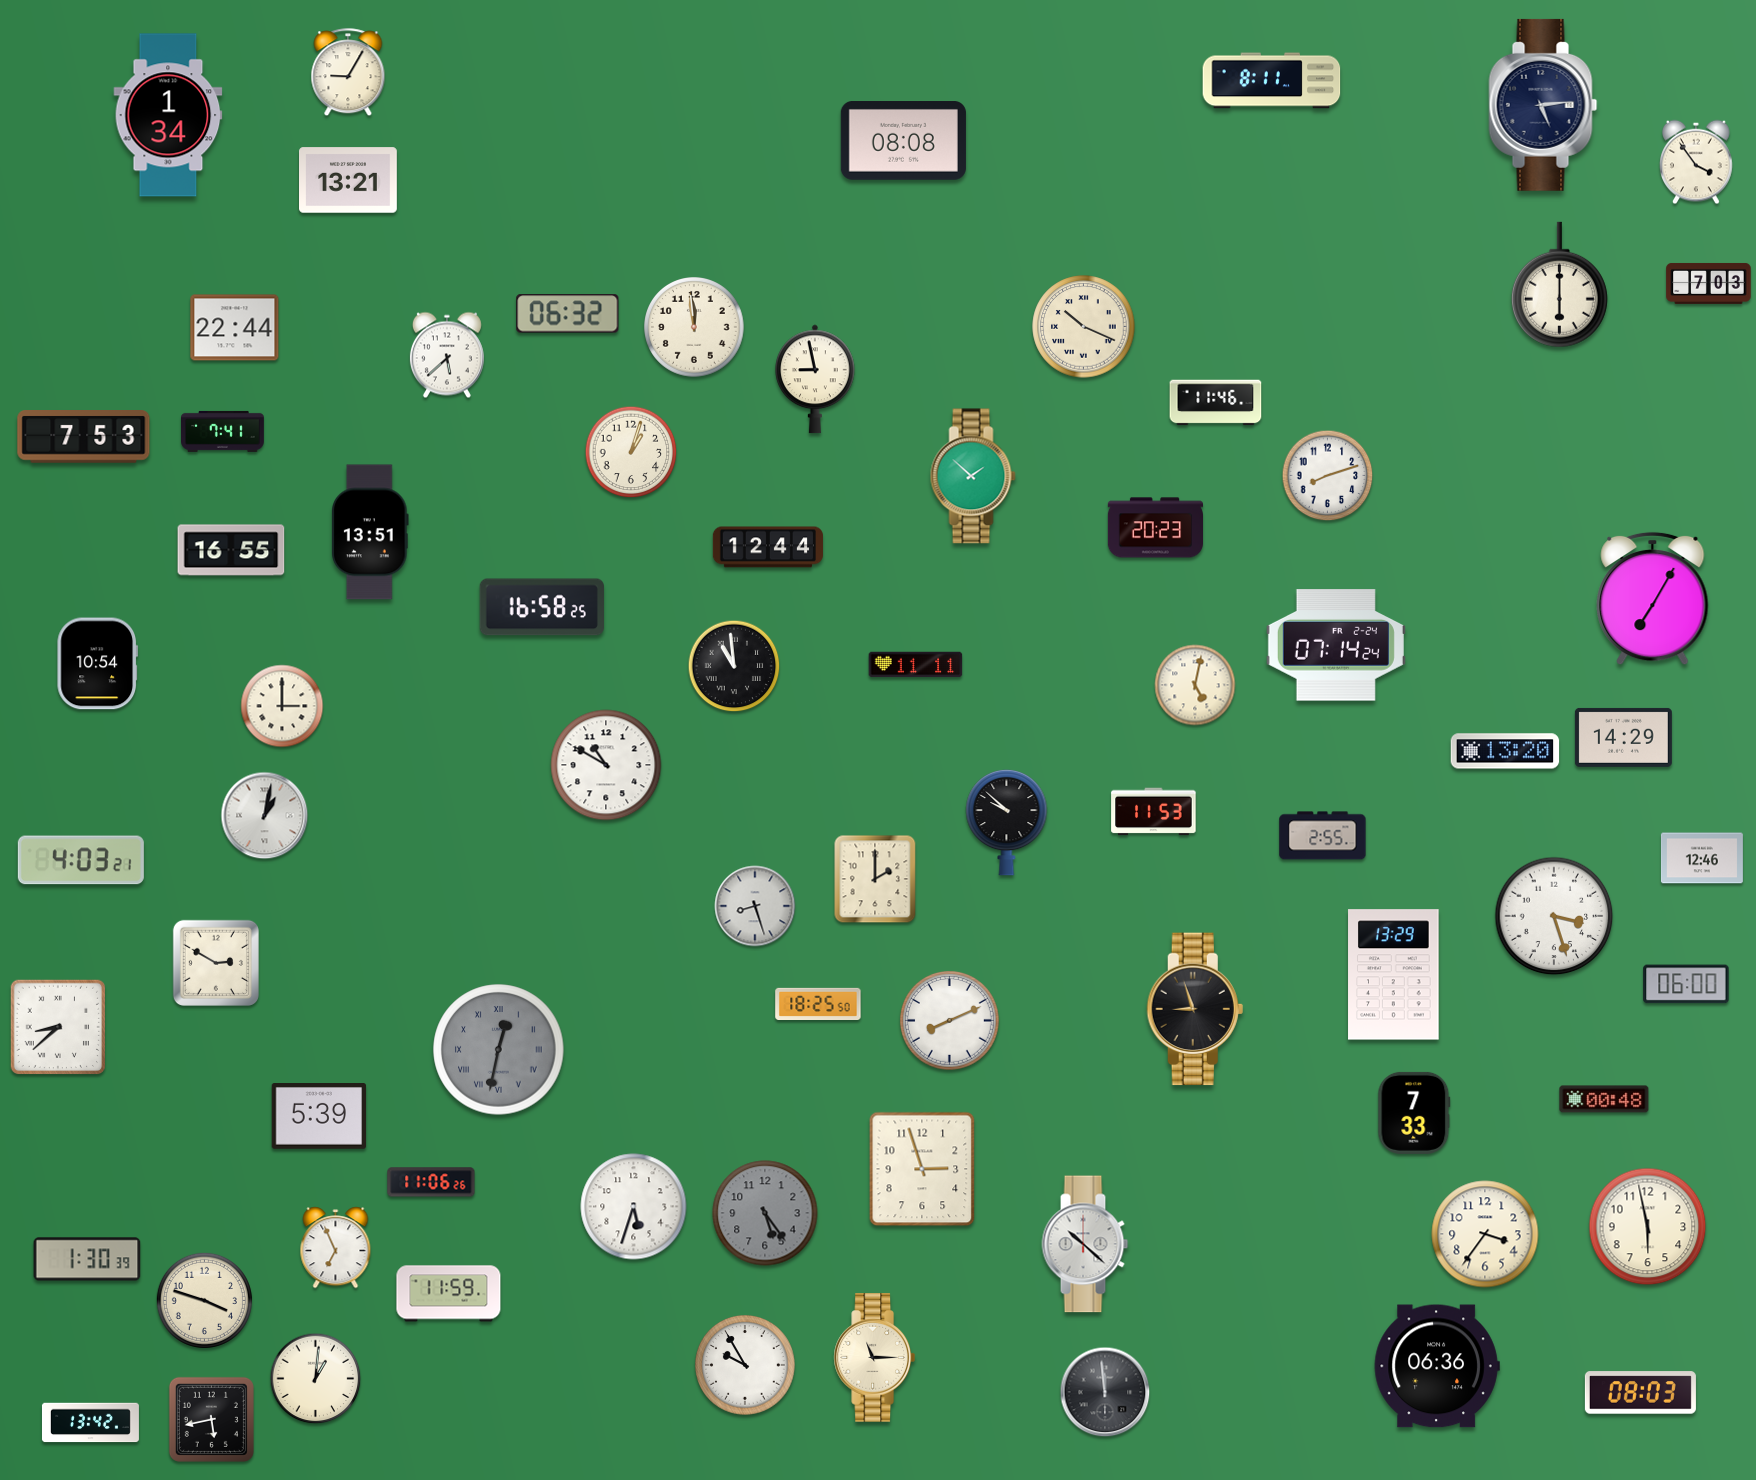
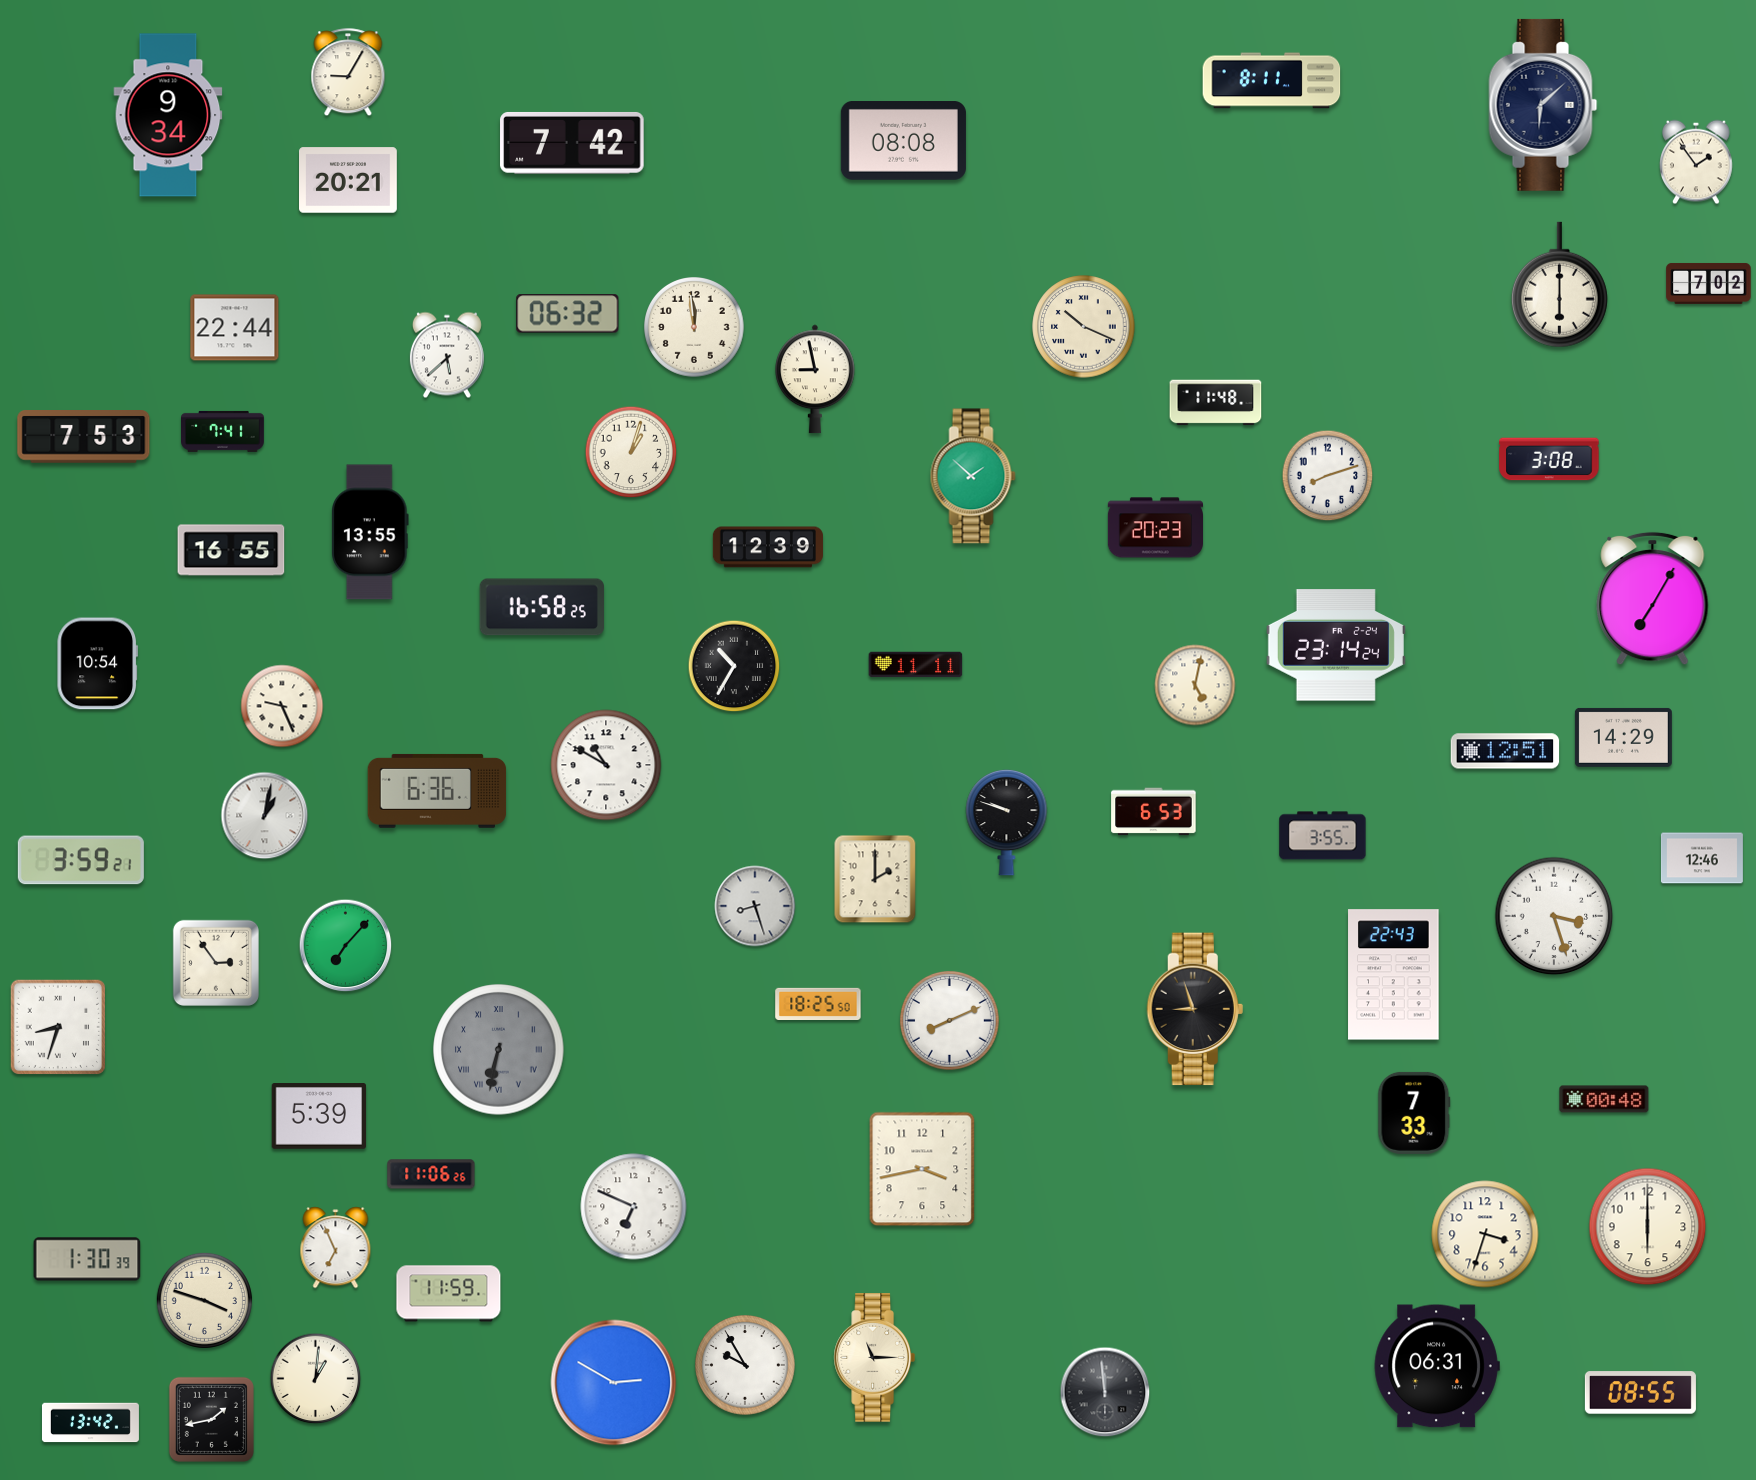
clock at (1543, 105): 5:14 -> 6:08
clock at (168, 115): 1:34 -> 9:34
clock at (572, 143): none -> 7:42
clock at (1696, 162): 3:54 -> 1:54
clock at (349, 180): 13:21 -> 20:21
clock at (1709, 283): 7:03 -> 7:02
clock at (1216, 403): 11:46 -> 11:48
clock at (1549, 459): none -> 3:08
clock at (371, 532): 13:51 -> 13:55
clock at (767, 547): 12:44 -> 12:39
clock at (1336, 645): 07:14 -> 23:14
clock at (734, 666): 10:59 -> 10:35
clock at (282, 706): 3:00 -> 9:26
clock at (1505, 751): 13:20 -> 12:51
clock at (437, 791): none -> 6:36
clock at (1154, 812): 11:53 -> 6:53
clock at (1007, 822): 9:52 -> 9:48
clock at (1323, 836): 2:55 -> 3:55
clock at (81, 860): 4:03 -> 3:59
clock at (346, 946): none -> 7:07
clock at (216, 963): 2:50 -> 2:54
clock at (1394, 975): 13:29 -> 22:43
clock at (1686, 984): 06:00 -> none
clock at (58, 1027): 8:38 -> 8:33
clock at (499, 1050): 12:32 -> 6:32
clock at (922, 1169): 2:57 -> 3:43
clock at (431, 1182) position: (431, 1182) -> (431, 1174)
clock at (634, 1207): 5:33 -> 6:49
clock at (765, 1213): 5:24 -> none
clock at (1648, 1227): 5:58 -> 6:00
clock at (1485, 1234): 3:36 -> 3:33
clock at (1085, 1244): 10:22 -> none
clock at (1437, 1366): 06:36 -> 06:31
clock at (614, 1383): none -> 2:50
clock at (1640, 1393): 08:03 -> 08:55
clock at (211, 1419): 5:43 -> 1:43
